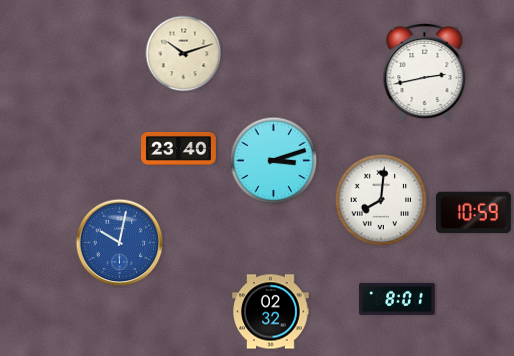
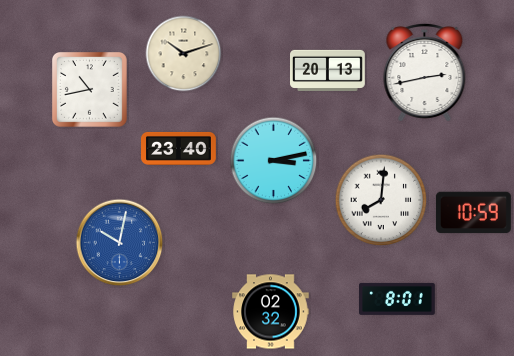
clock at (328, 70): none -> 20:13
clock at (90, 90): none -> 10:43
clock at (274, 161): 3:12 -> 3:13
